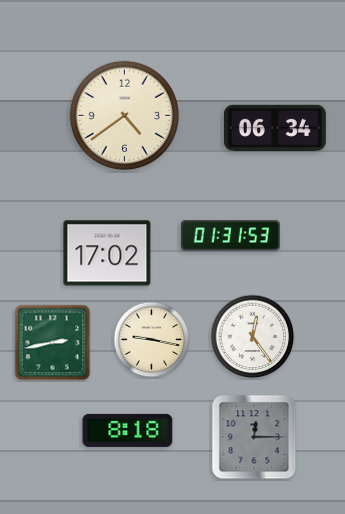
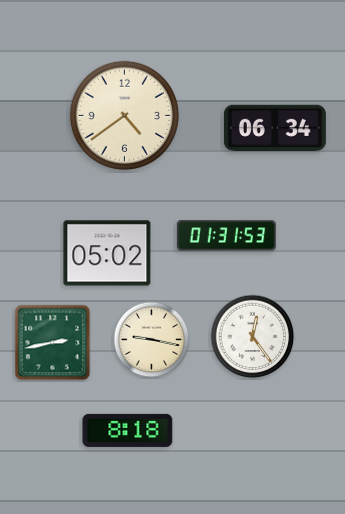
clock at (230, 236) position: (230, 236) -> (226, 236)
clock at (107, 253): 17:02 -> 05:02
clock at (254, 437): 12:15 -> none
